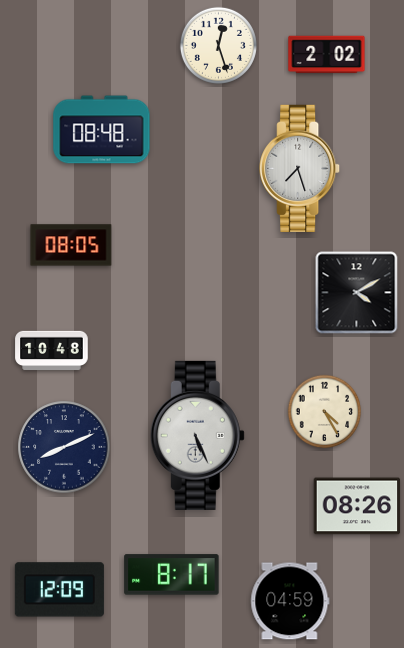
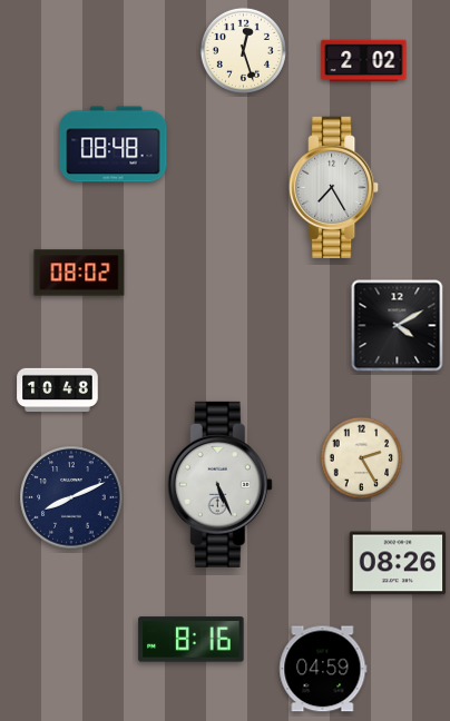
clock at (300, 168): 7:27 -> 7:25
clock at (71, 245): 08:05 -> 08:02
clock at (325, 412): 4:25 -> 2:25
clock at (172, 575): 8:17 -> 8:16
clock at (59, 590): 12:09 -> none
